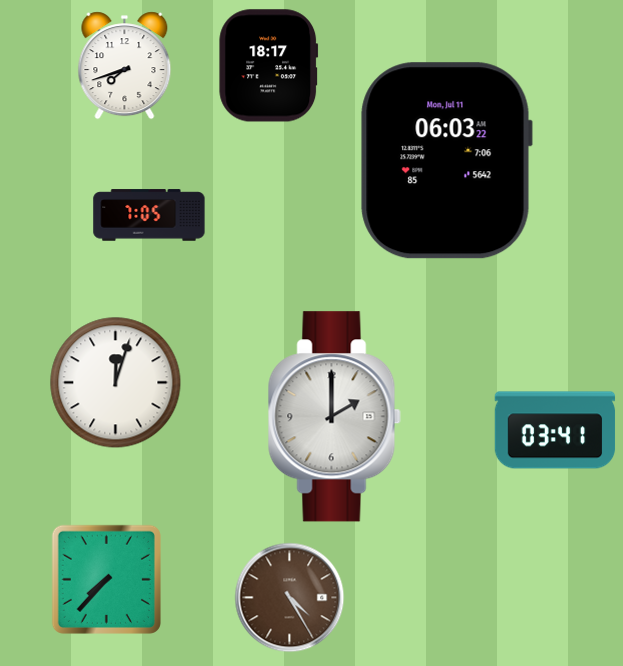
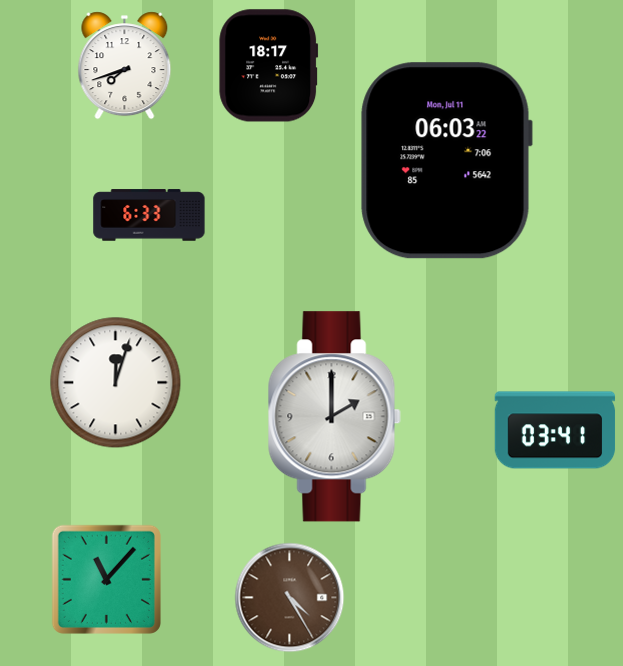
clock at (149, 215): 7:05 -> 6:33
clock at (106, 579): 7:37 -> 11:07
